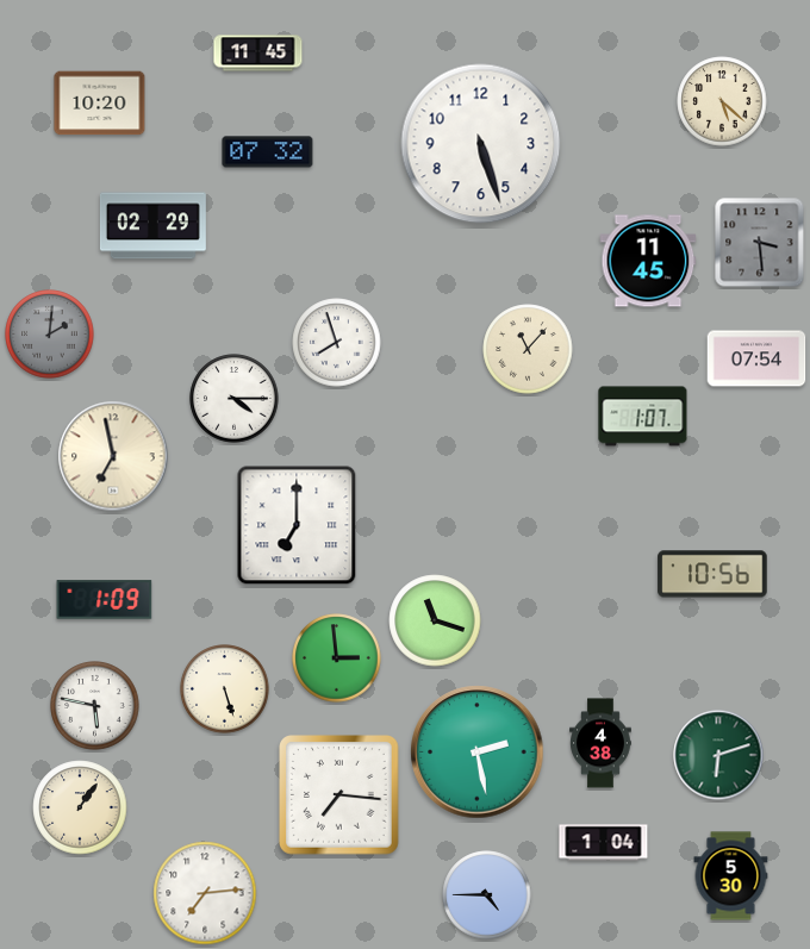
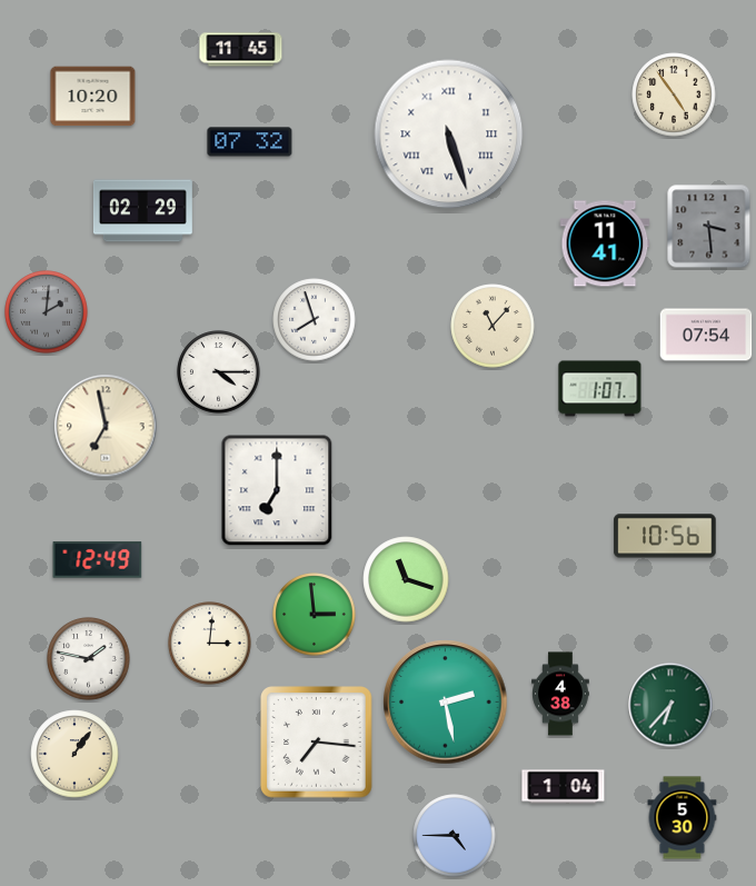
clock at (722, 101): 5:22 -> 4:54
clock at (481, 144) numerals: Arabic -> Roman
clock at (648, 261): 11:45 -> 11:41
clock at (105, 600): 1:09 -> 12:49
clock at (225, 689): 5:27 -> 3:01
clock at (95, 706): 5:47 -> 1:47
clock at (718, 755): 6:12 -> 6:37
clock at (205, 893): 7:14 -> none
